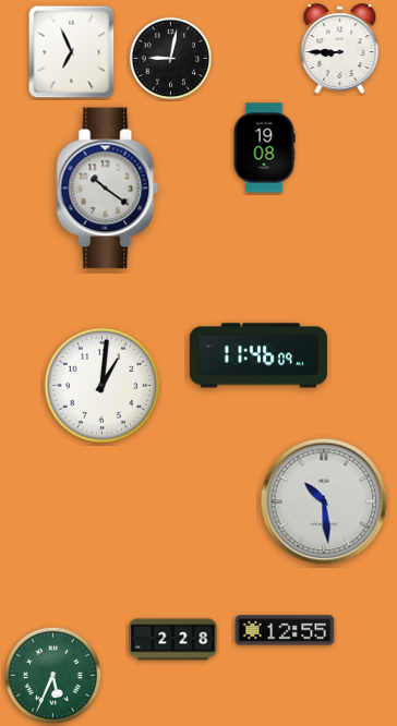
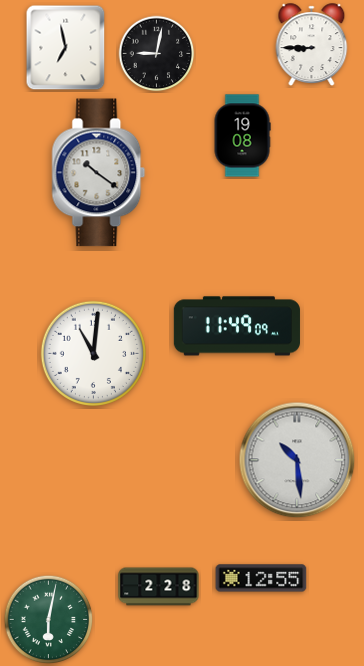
clock at (72, 52): 6:56 -> 6:58
clock at (258, 355): 11:46 -> 11:49
clock at (101, 385): 1:01 -> 11:01
clock at (53, 676): 5:34 -> 6:02
